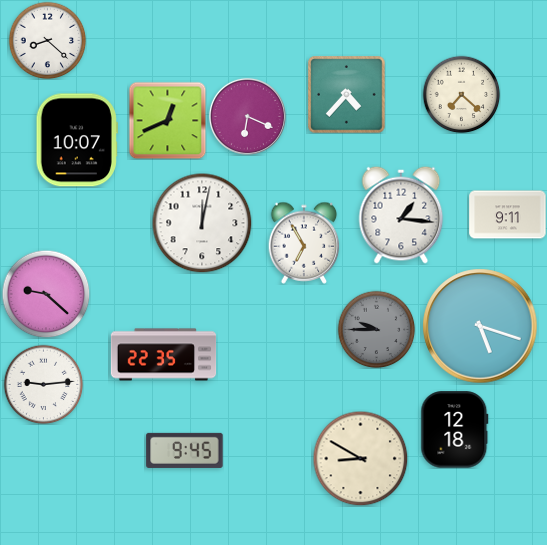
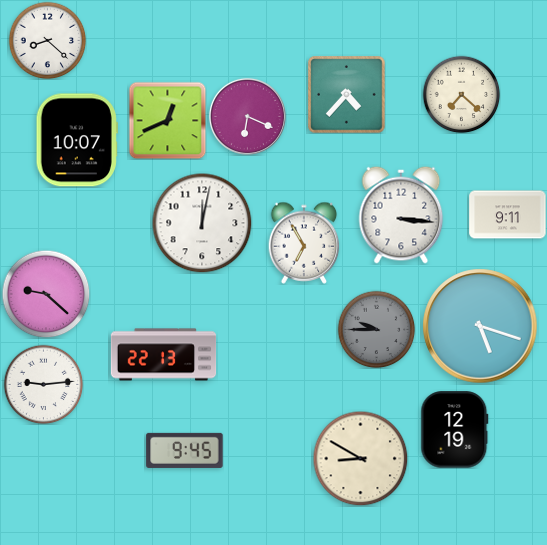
clock at (401, 215): 1:16 -> 3:16
clock at (164, 355): 22:35 -> 22:13
clock at (455, 430): 12:18 -> 12:19
